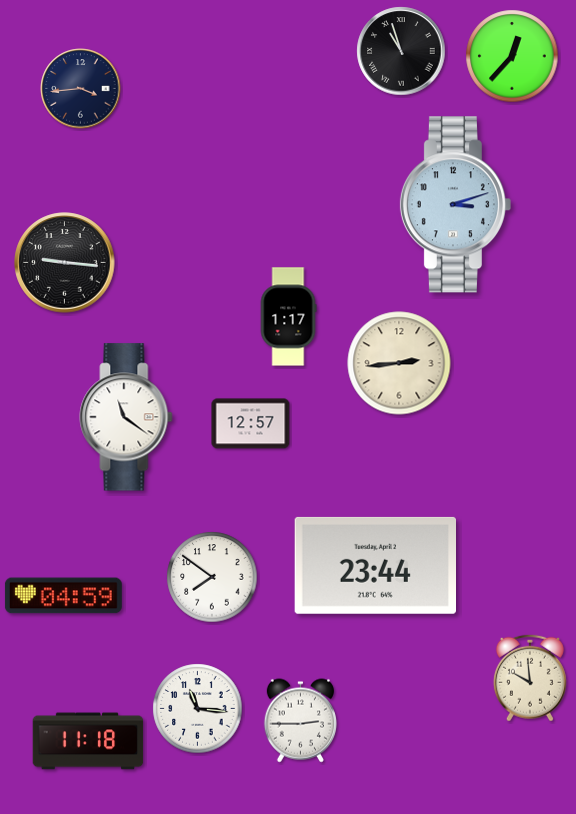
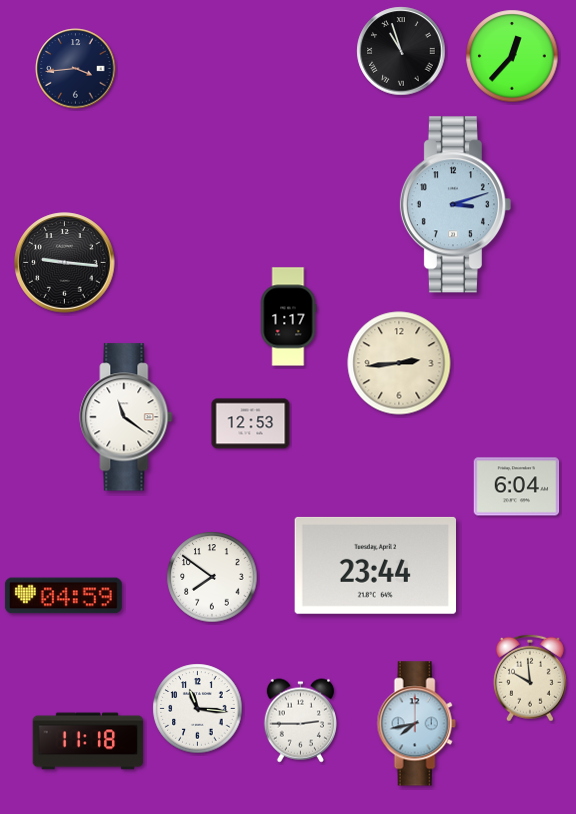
clock at (81, 89) position: (81, 89) -> (76, 69)
clock at (251, 424): 12:57 -> 12:53
clock at (517, 487): none -> 6:04
clock at (416, 724): none -> 7:43
